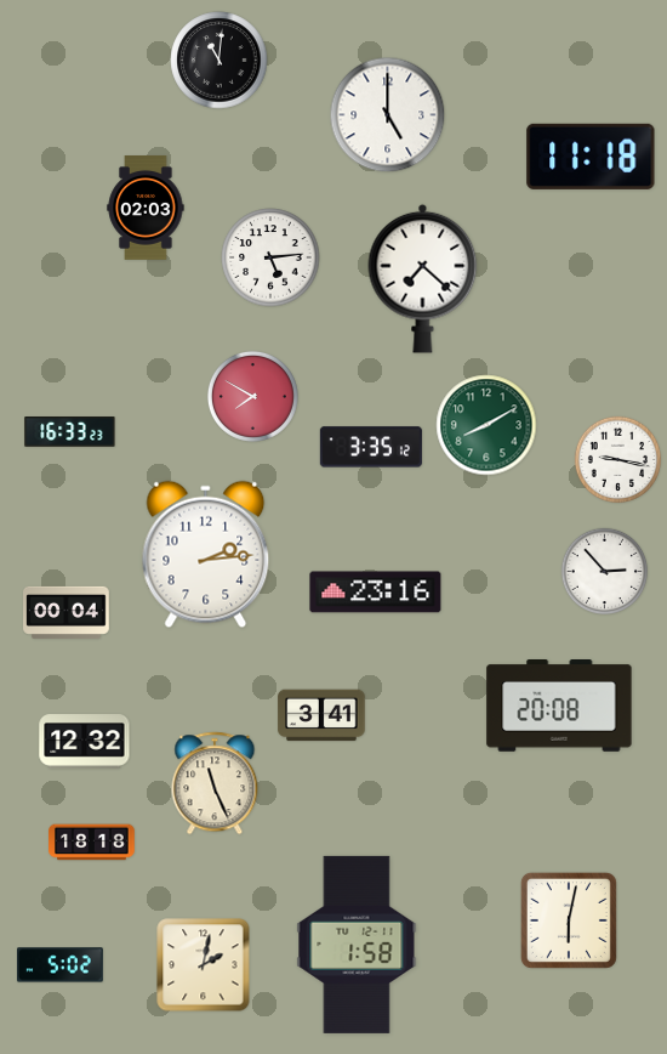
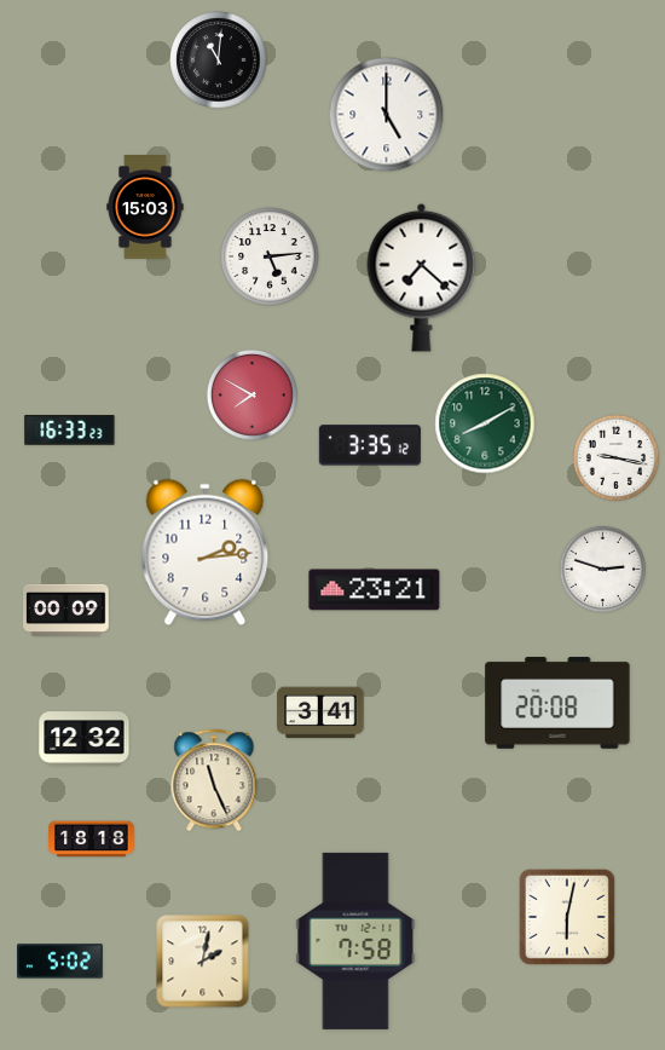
clock at (591, 157): 11:18 -> none
clock at (146, 209): 02:03 -> 15:03
clock at (605, 572): 2:53 -> 2:48
clock at (376, 593): 23:16 -> 23:21
clock at (67, 612): 00:04 -> 00:09
clock at (357, 945): 1:58 -> 7:58
